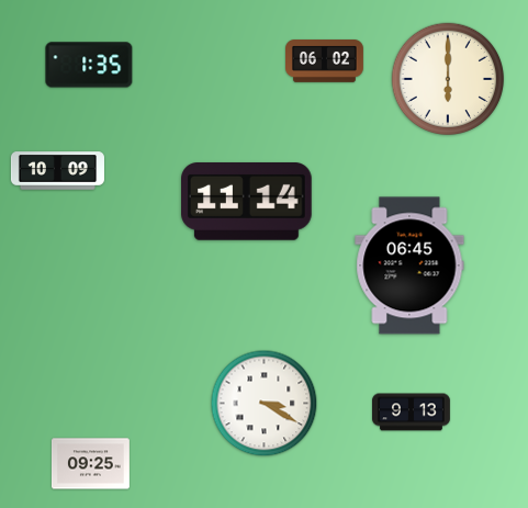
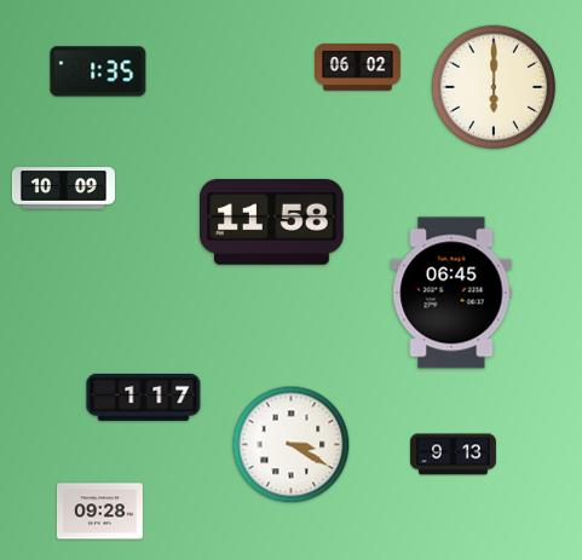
clock at (247, 202): 11:14 -> 11:58
clock at (144, 397): none -> 1:17
clock at (90, 464): 09:25 -> 09:28
